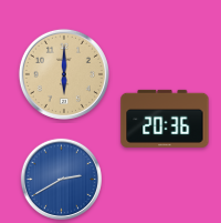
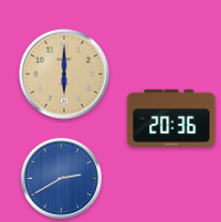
clock at (165, 119) position: (165, 119) -> (171, 118)
